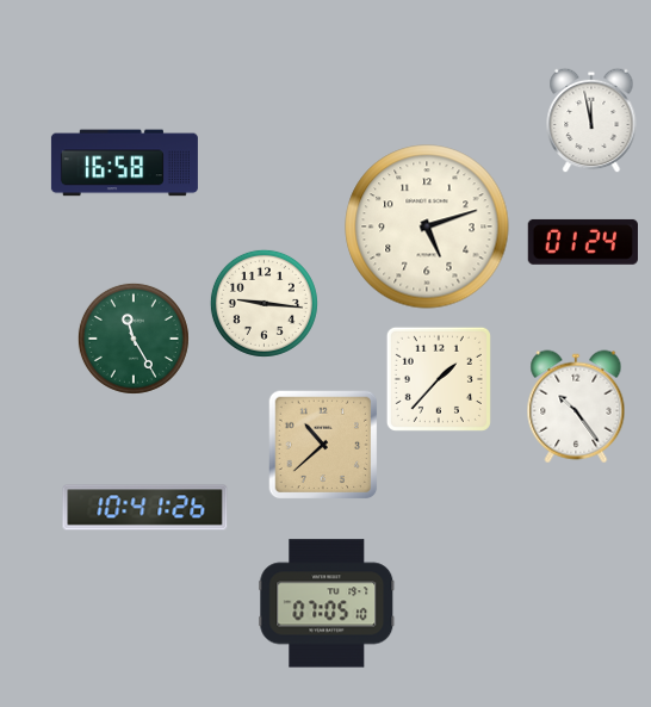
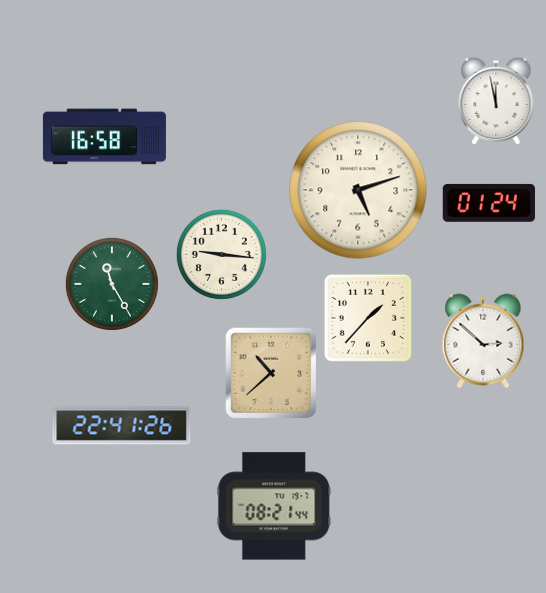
clock at (576, 407): 10:24 -> 2:52
clock at (145, 508): 10:41 -> 22:41
clock at (327, 603): 07:05 -> 08:21
